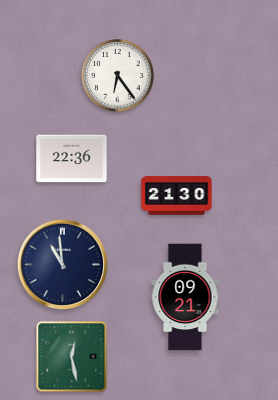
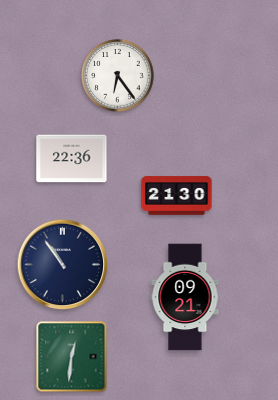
clock at (63, 265): 10:59 -> 10:54
clock at (72, 357): 12:28 -> 12:31
